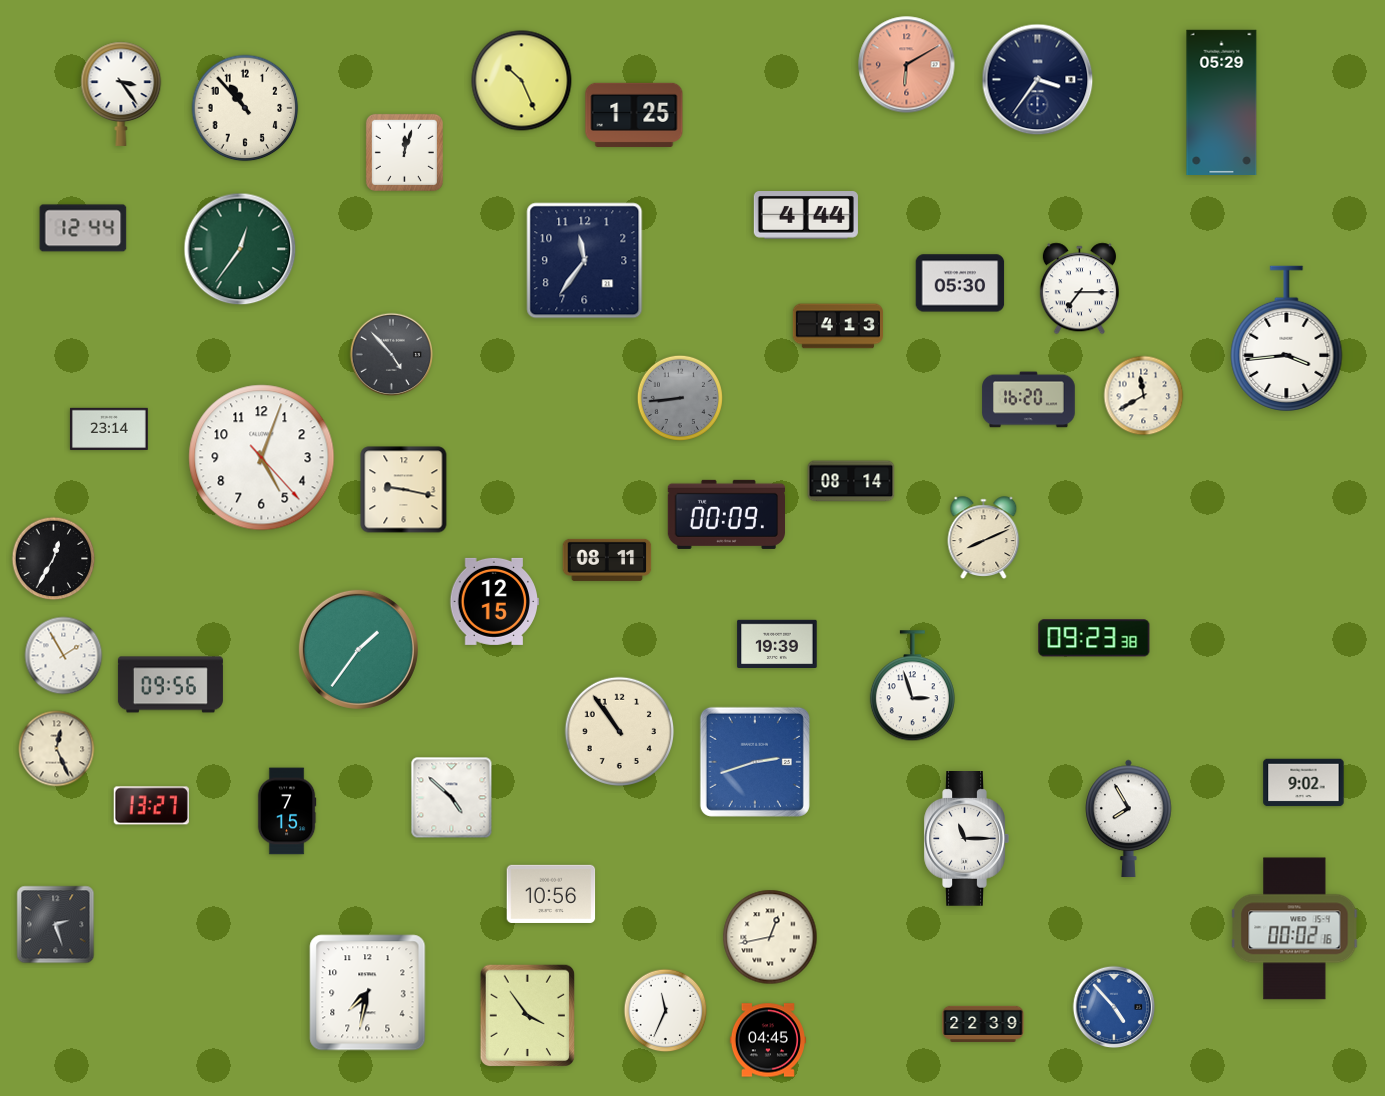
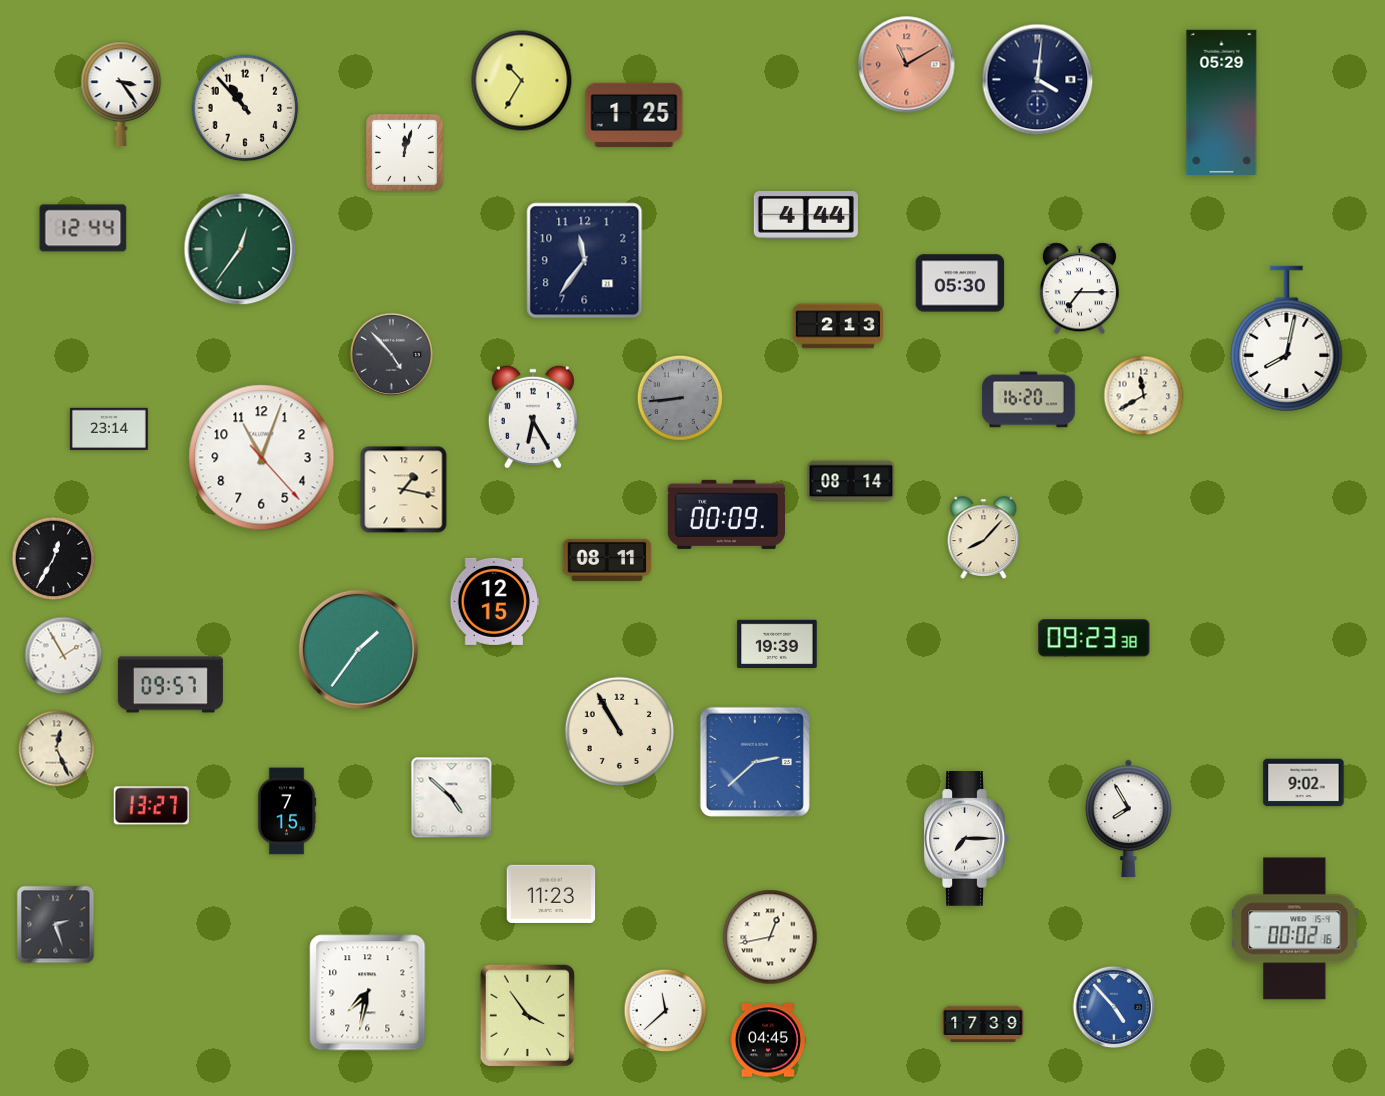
clock at (907, 65): 6:10 -> 11:10
clock at (1038, 80): 3:36 -> 4:01
clock at (522, 81): 10:26 -> 10:35
clock at (838, 326): 4:13 -> 2:13
clock at (1287, 338): 3:44 -> 8:02
clock at (533, 417): none -> 6:25
clock at (262, 458): 5:03 -> 11:03
clock at (404, 490): 9:17 -> 1:17
clock at (984, 537): 8:11 -> 8:07
clock at (170, 685): 09:56 -> 09:57
clock at (912, 686): 2:57 -> none
clock at (619, 731): 10:54 -> 10:55
clock at (755, 762): 2:42 -> 2:38
clock at (966, 839): 11:15 -> 7:15
clock at (551, 894): 10:56 -> 11:23
clock at (666, 1011): 11:34 -> 11:38
clock at (983, 1024): 22:39 -> 17:39
